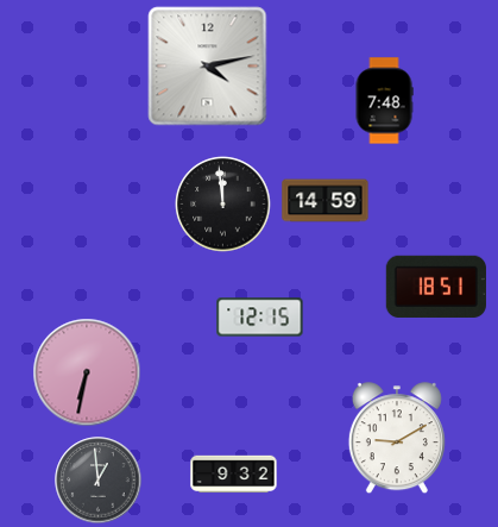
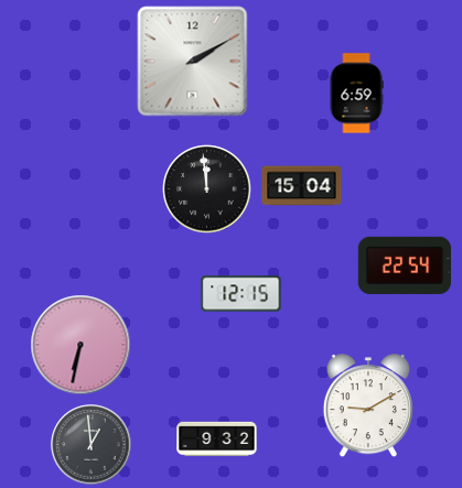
clock at (208, 67): 4:13 -> 2:10
clock at (384, 101): 7:48 -> 6:59
clock at (326, 201): 14:59 -> 15:04
clock at (436, 287): 18:51 -> 22:54
